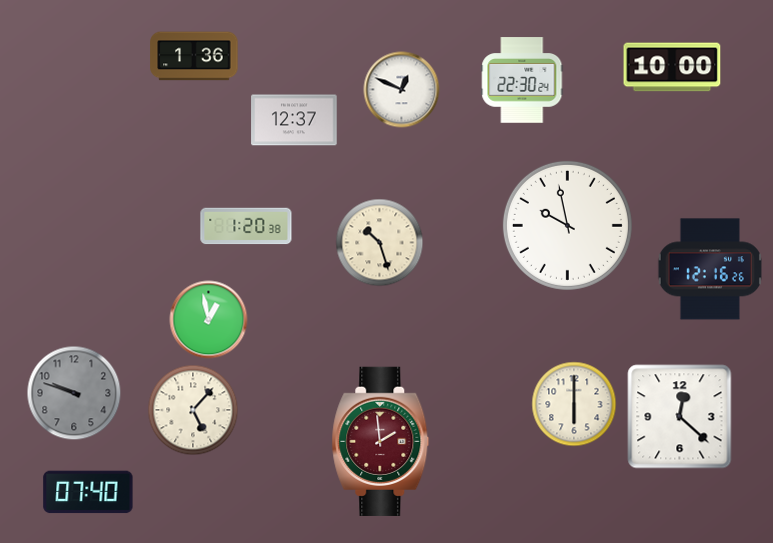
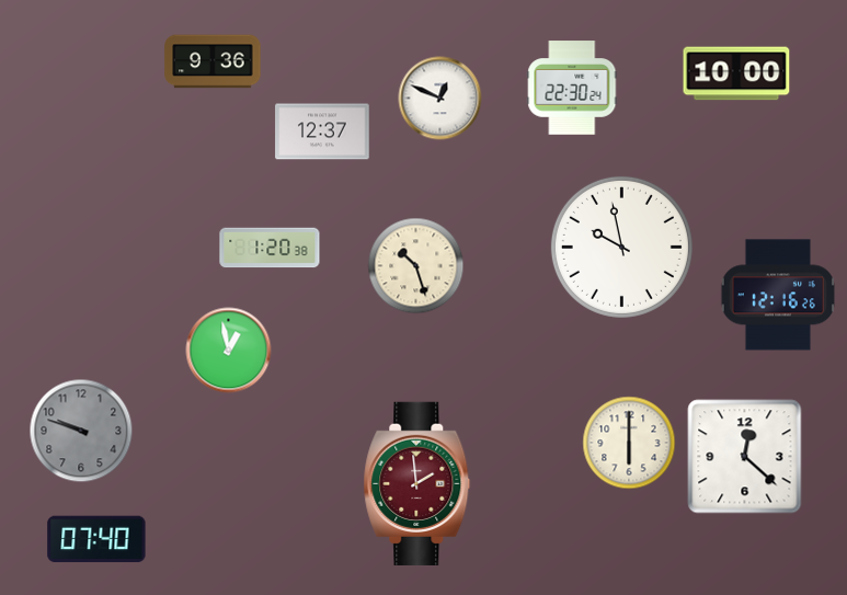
clock at (194, 56): 1:36 -> 9:36
clock at (193, 410): 5:07 -> none
